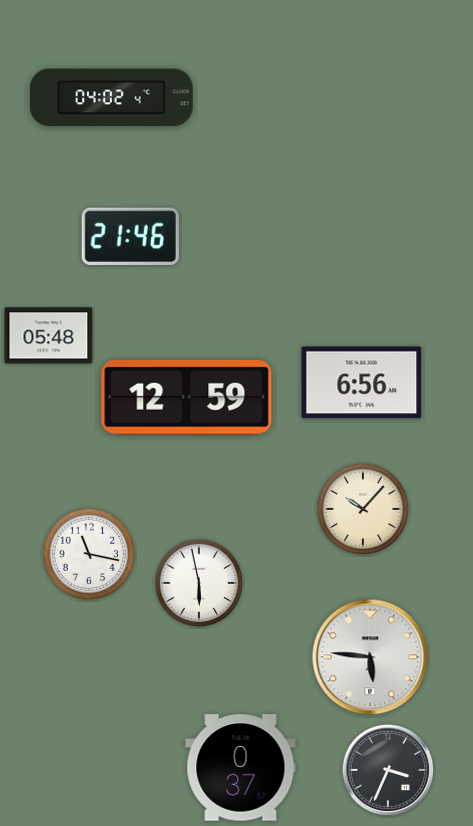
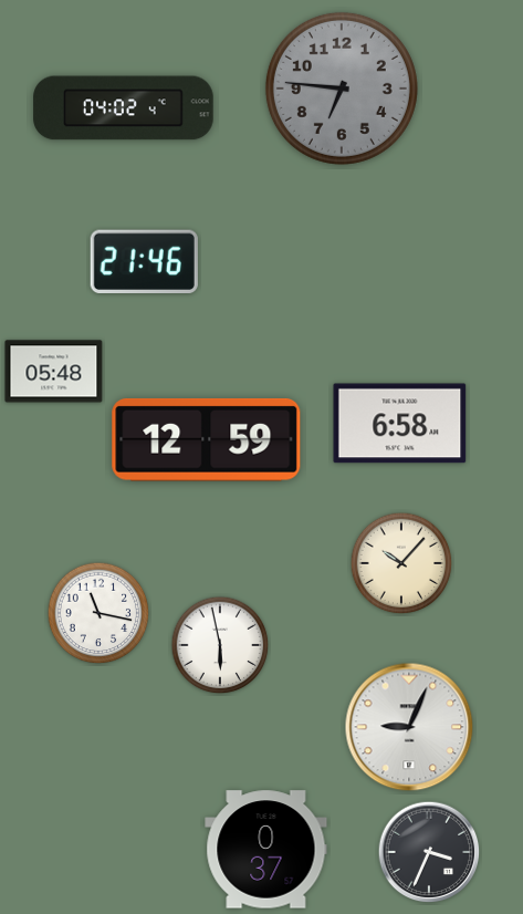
clock at (342, 89): none -> 6:46
clock at (362, 383): 6:56 -> 6:58
clock at (370, 657): 5:46 -> 9:04
